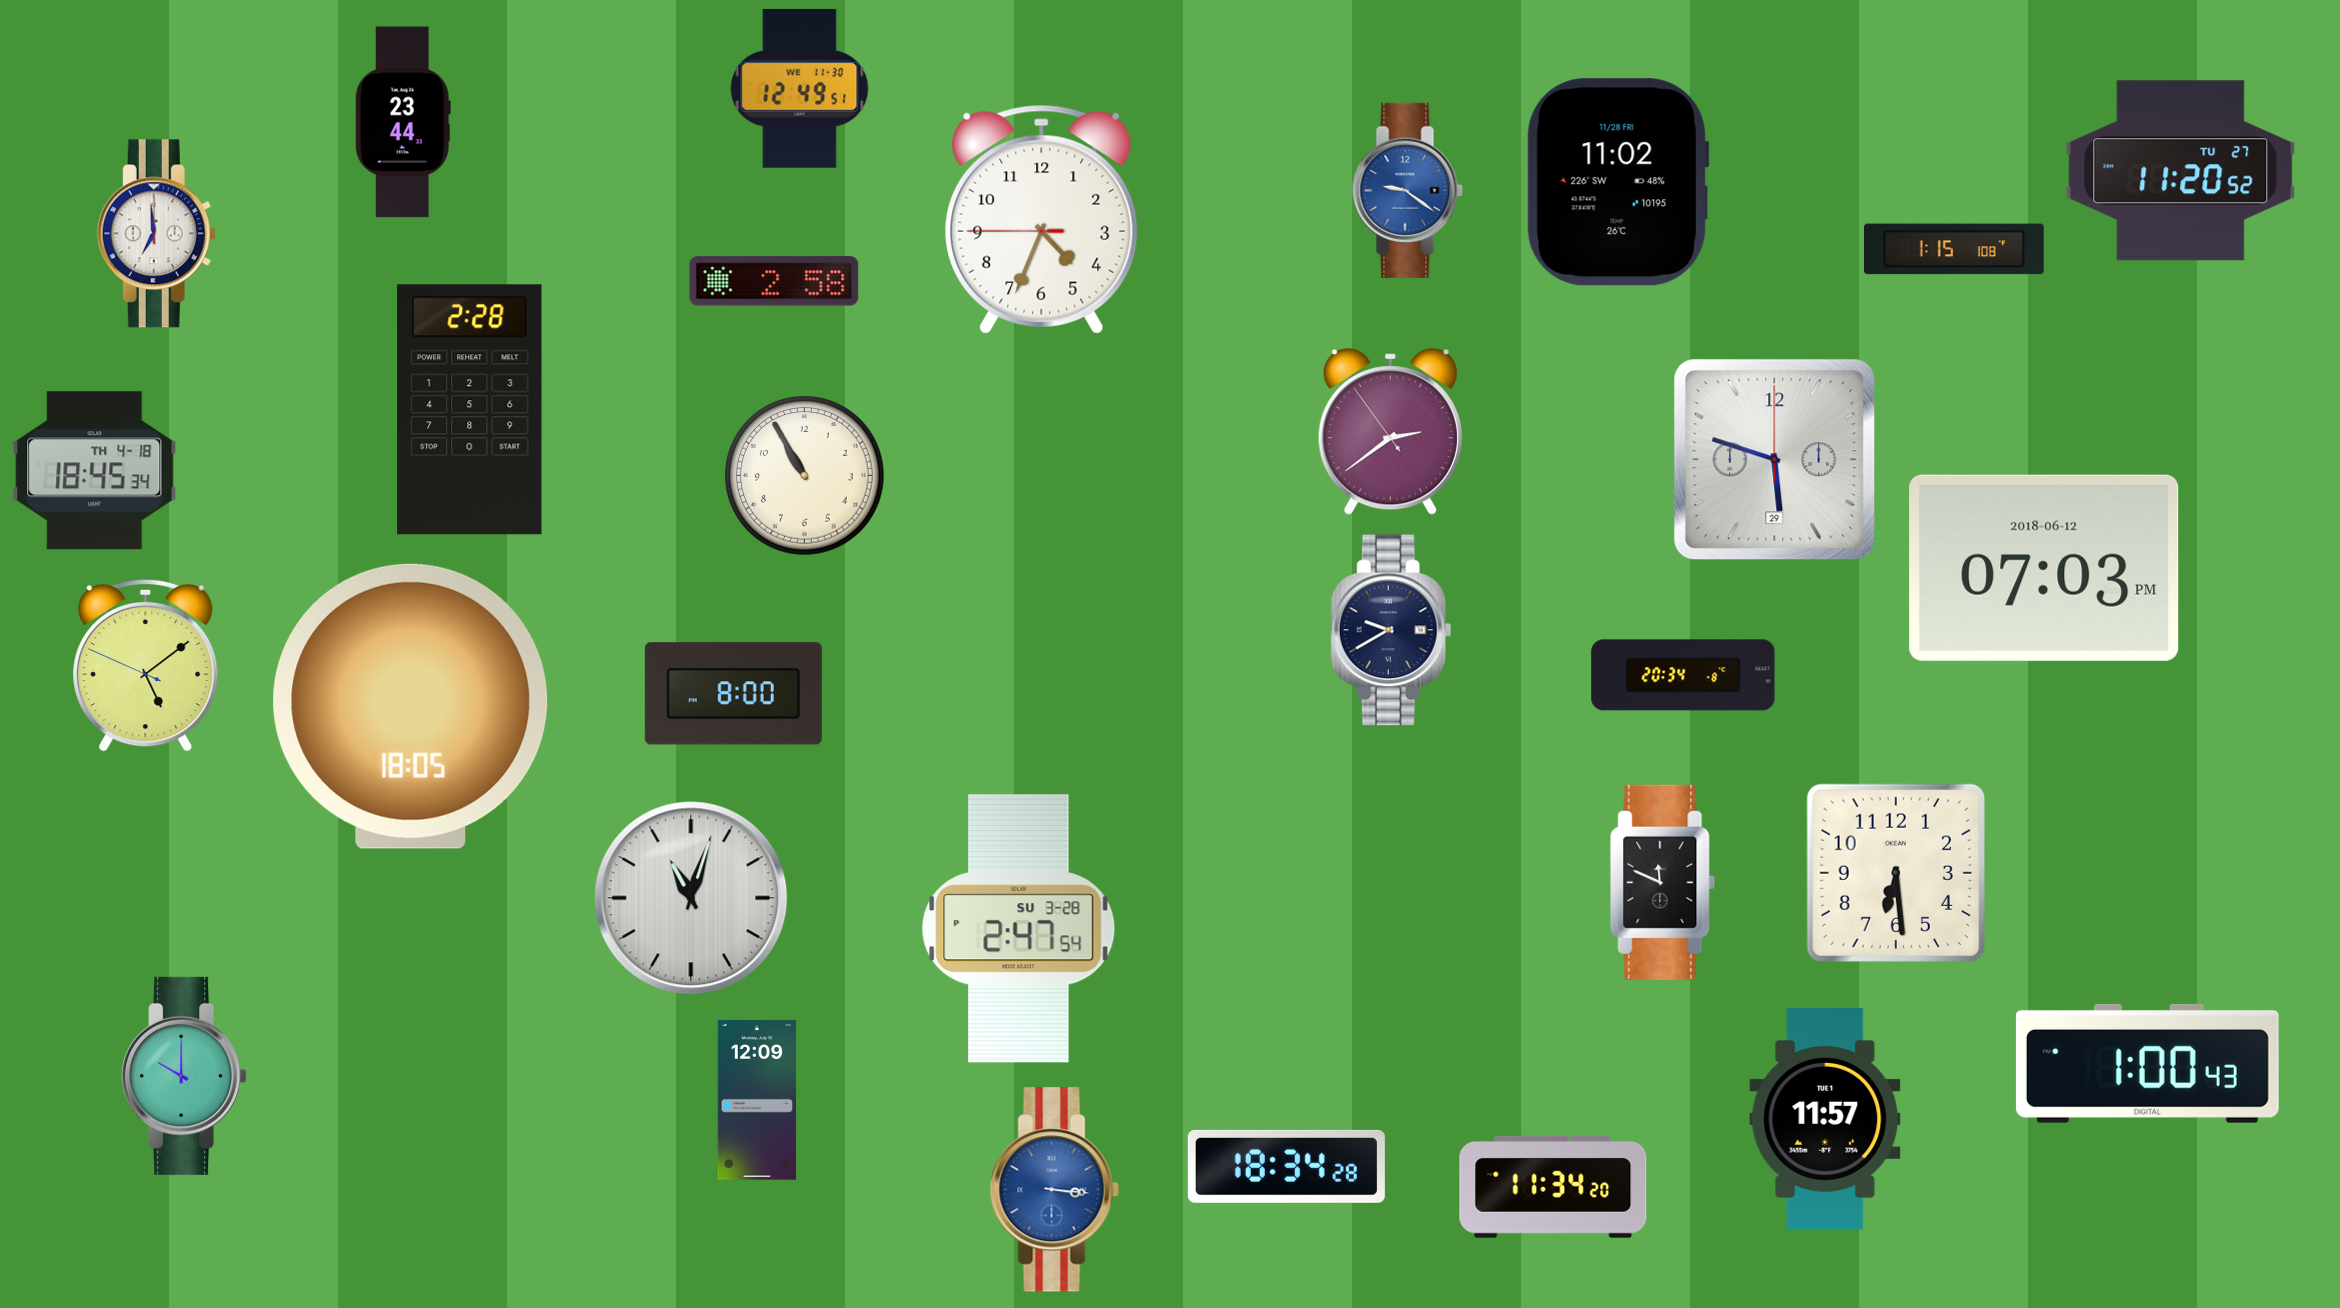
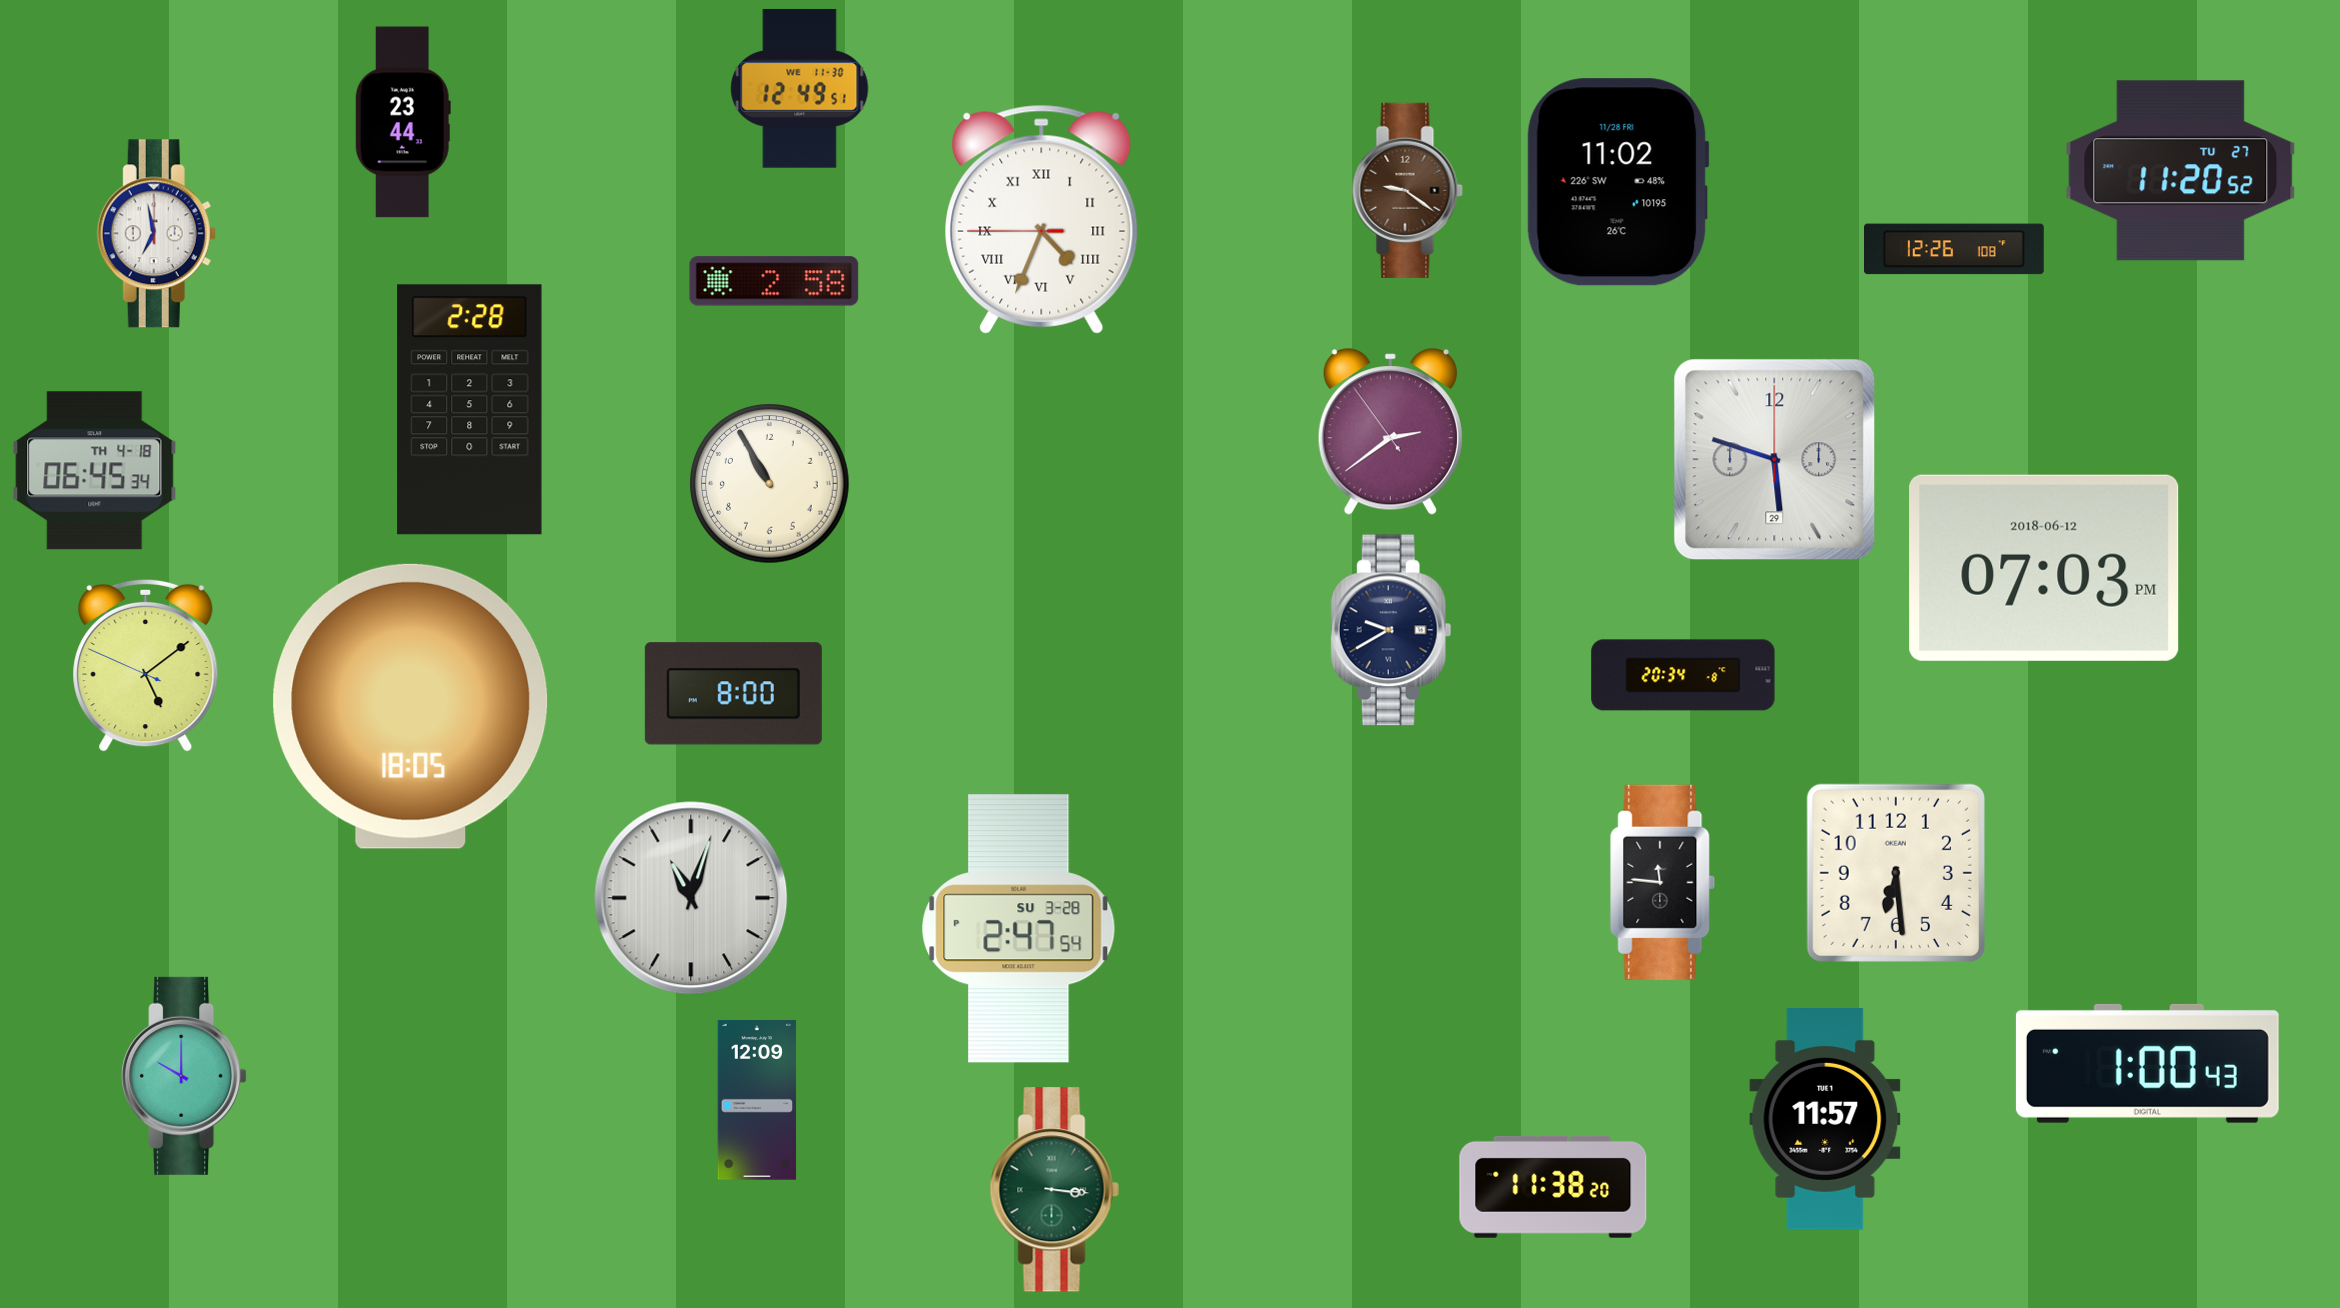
clock at (1407, 190) dial: blue -> brown
clock at (1042, 219) numerals: Arabic -> Roman
clock at (156, 234): 6:59 -> 6:58
clock at (1955, 249): 1:15 -> 12:26
clock at (95, 471): 18:45 -> 06:45
clock at (805, 476) position: (805, 476) -> (770, 484)
clock at (1662, 882): 11:49 -> 11:46
clock at (1286, 1166): 18:34 -> none
clock at (1553, 1187): 11:34 -> 11:38
clock at (1054, 1190) dial: blue -> green
